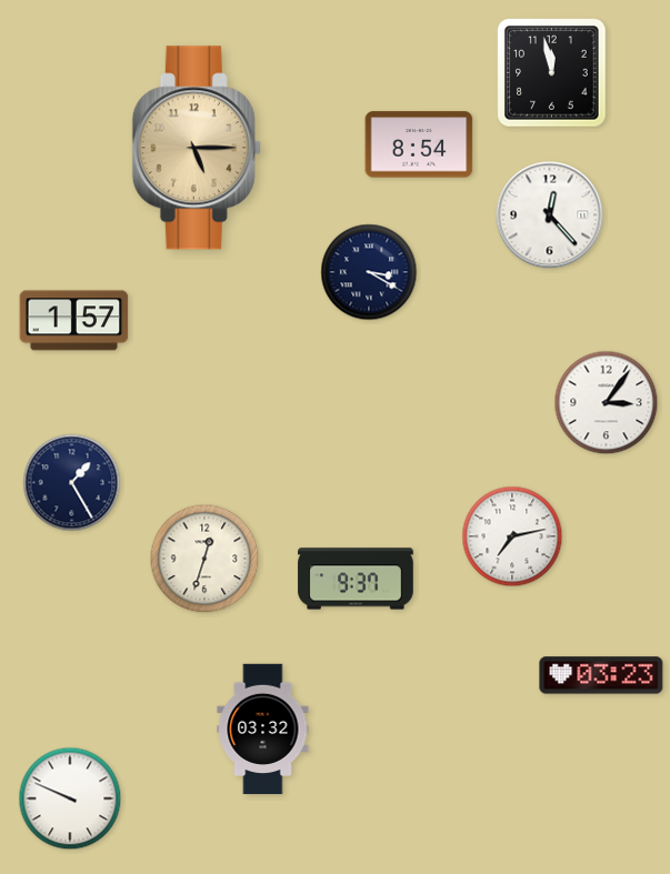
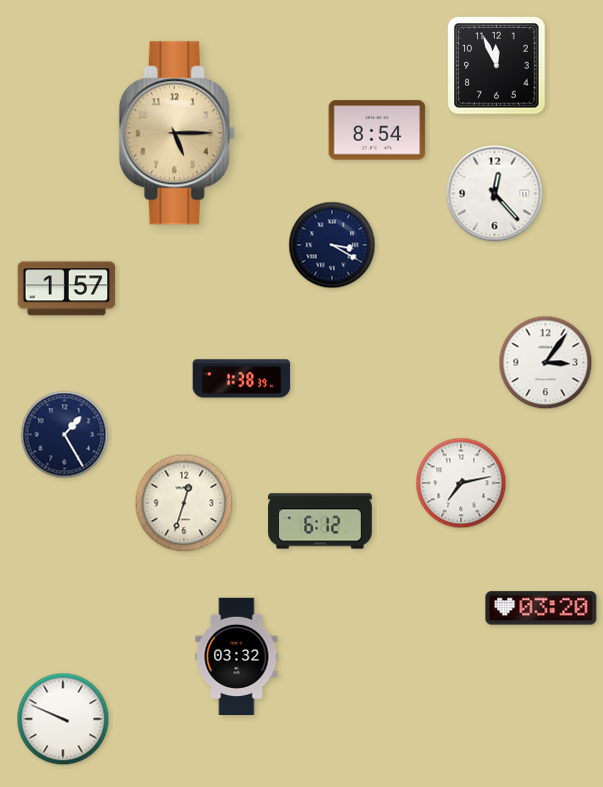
clock at (552, 73): 11:58 -> 11:56
clock at (242, 379): none -> 1:38
clock at (356, 579): 9:37 -> 6:12
clock at (601, 675): 03:23 -> 03:20
